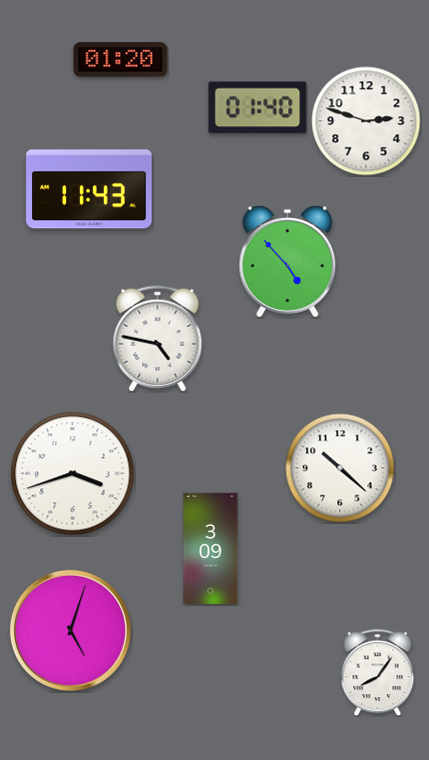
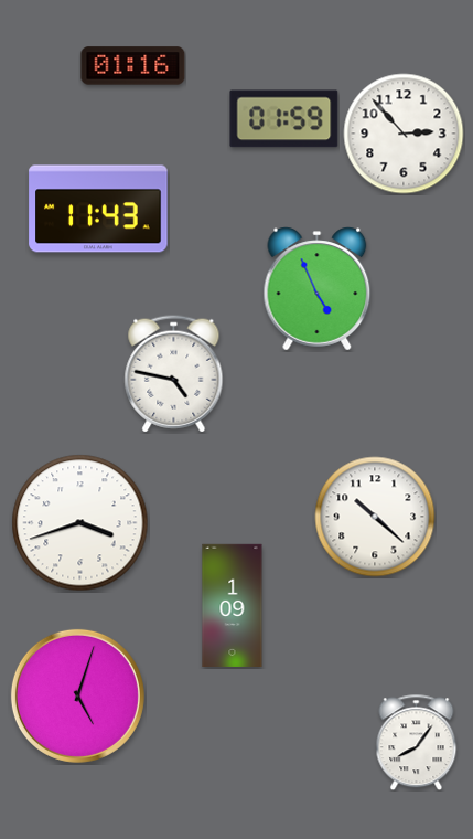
clock at (121, 60): 01:20 -> 01:16
clock at (258, 108): 01:40 -> 01:59
clock at (366, 121): 2:48 -> 2:53
clock at (288, 262): 4:53 -> 4:56
clock at (211, 548): 3:09 -> 1:09
